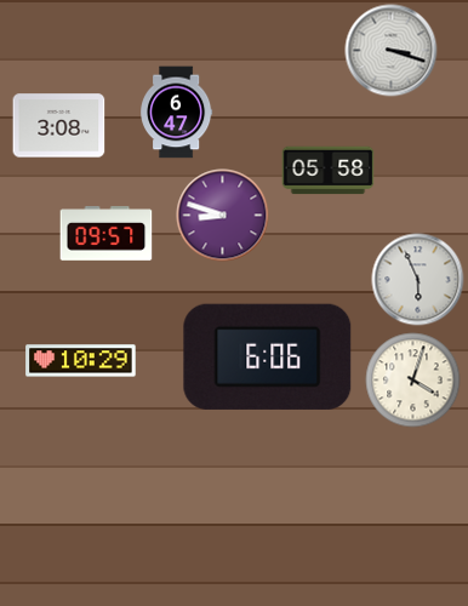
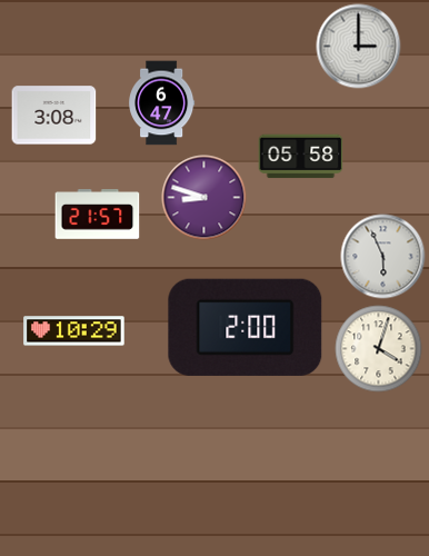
clock at (392, 51): 3:18 -> 3:00
clock at (107, 234): 09:57 -> 21:57
clock at (268, 356): 6:06 -> 2:00
